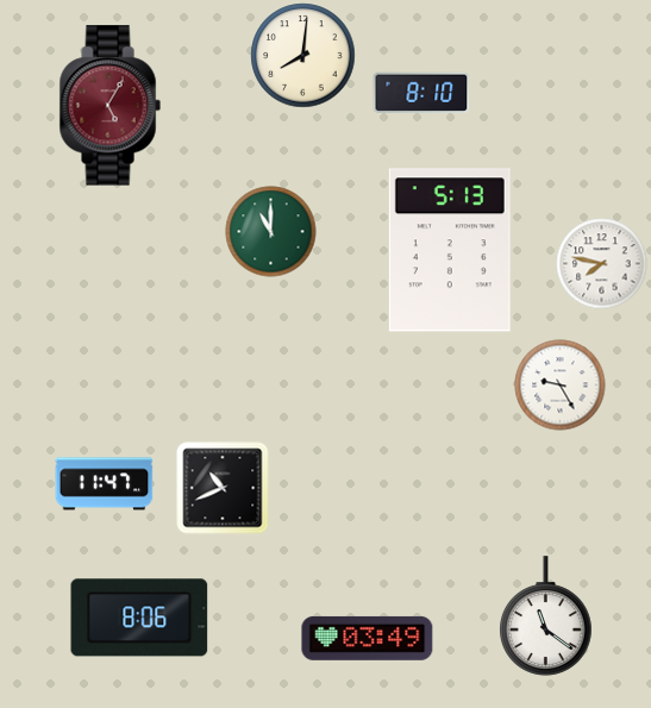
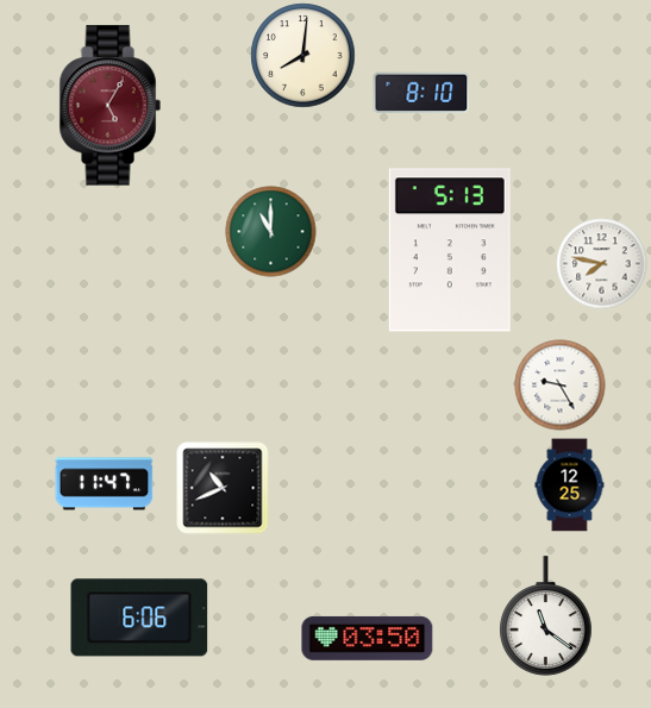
clock at (570, 485): none -> 12:25
clock at (139, 618): 8:06 -> 6:06
clock at (368, 638): 03:49 -> 03:50
